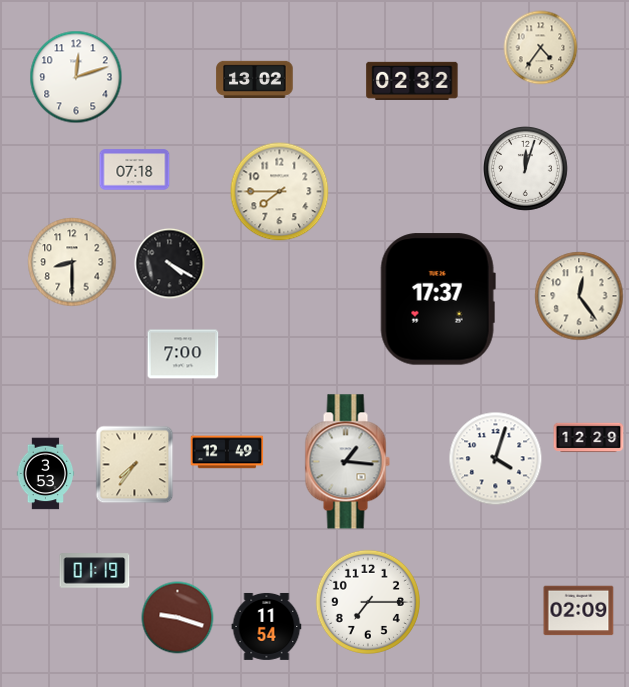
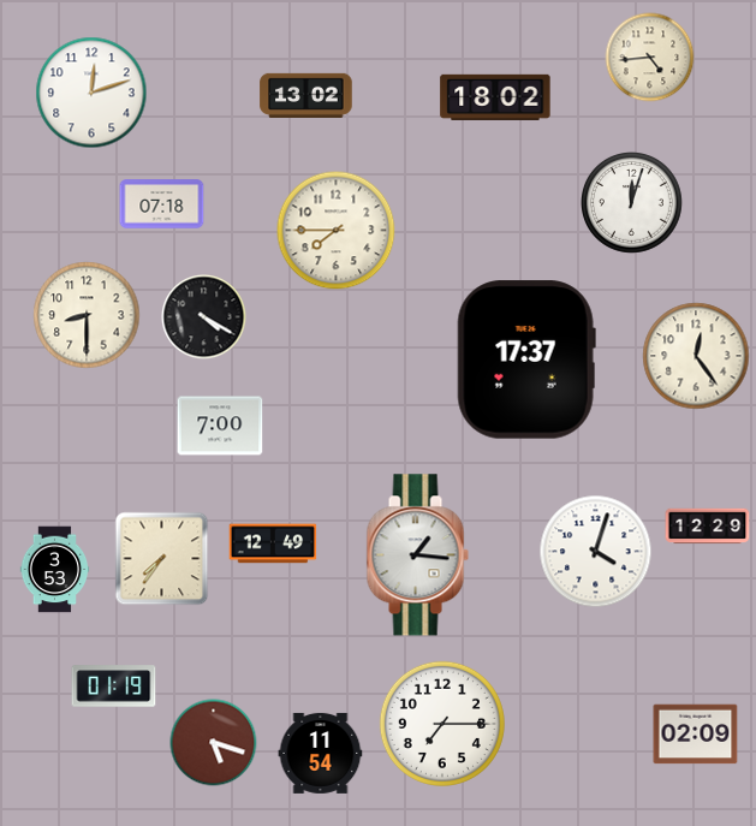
clock at (541, 48): 4:36 -> 4:44
clock at (412, 81): 02:32 -> 18:02
clock at (178, 618): 9:18 -> 5:18
